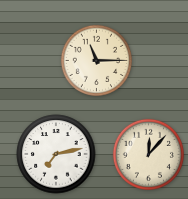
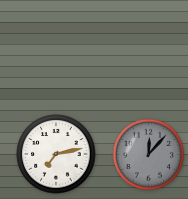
clock at (96, 60): 11:15 -> none
clock at (148, 154) dial: cream -> grey
